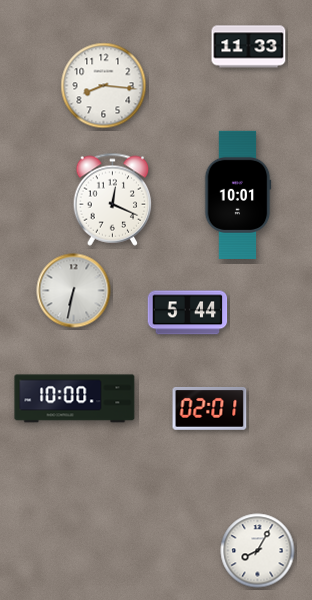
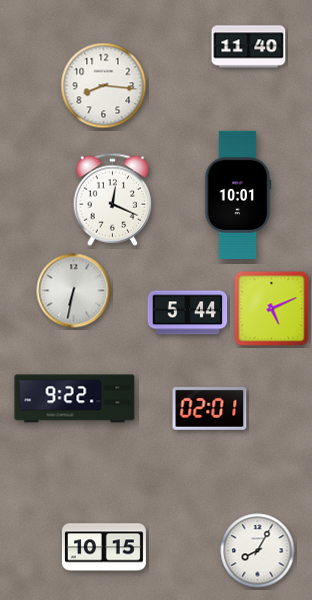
clock at (249, 47): 11:33 -> 11:40
clock at (272, 309): none -> 5:11
clock at (75, 399): 10:00 -> 9:22
clock at (104, 547): none -> 10:15
